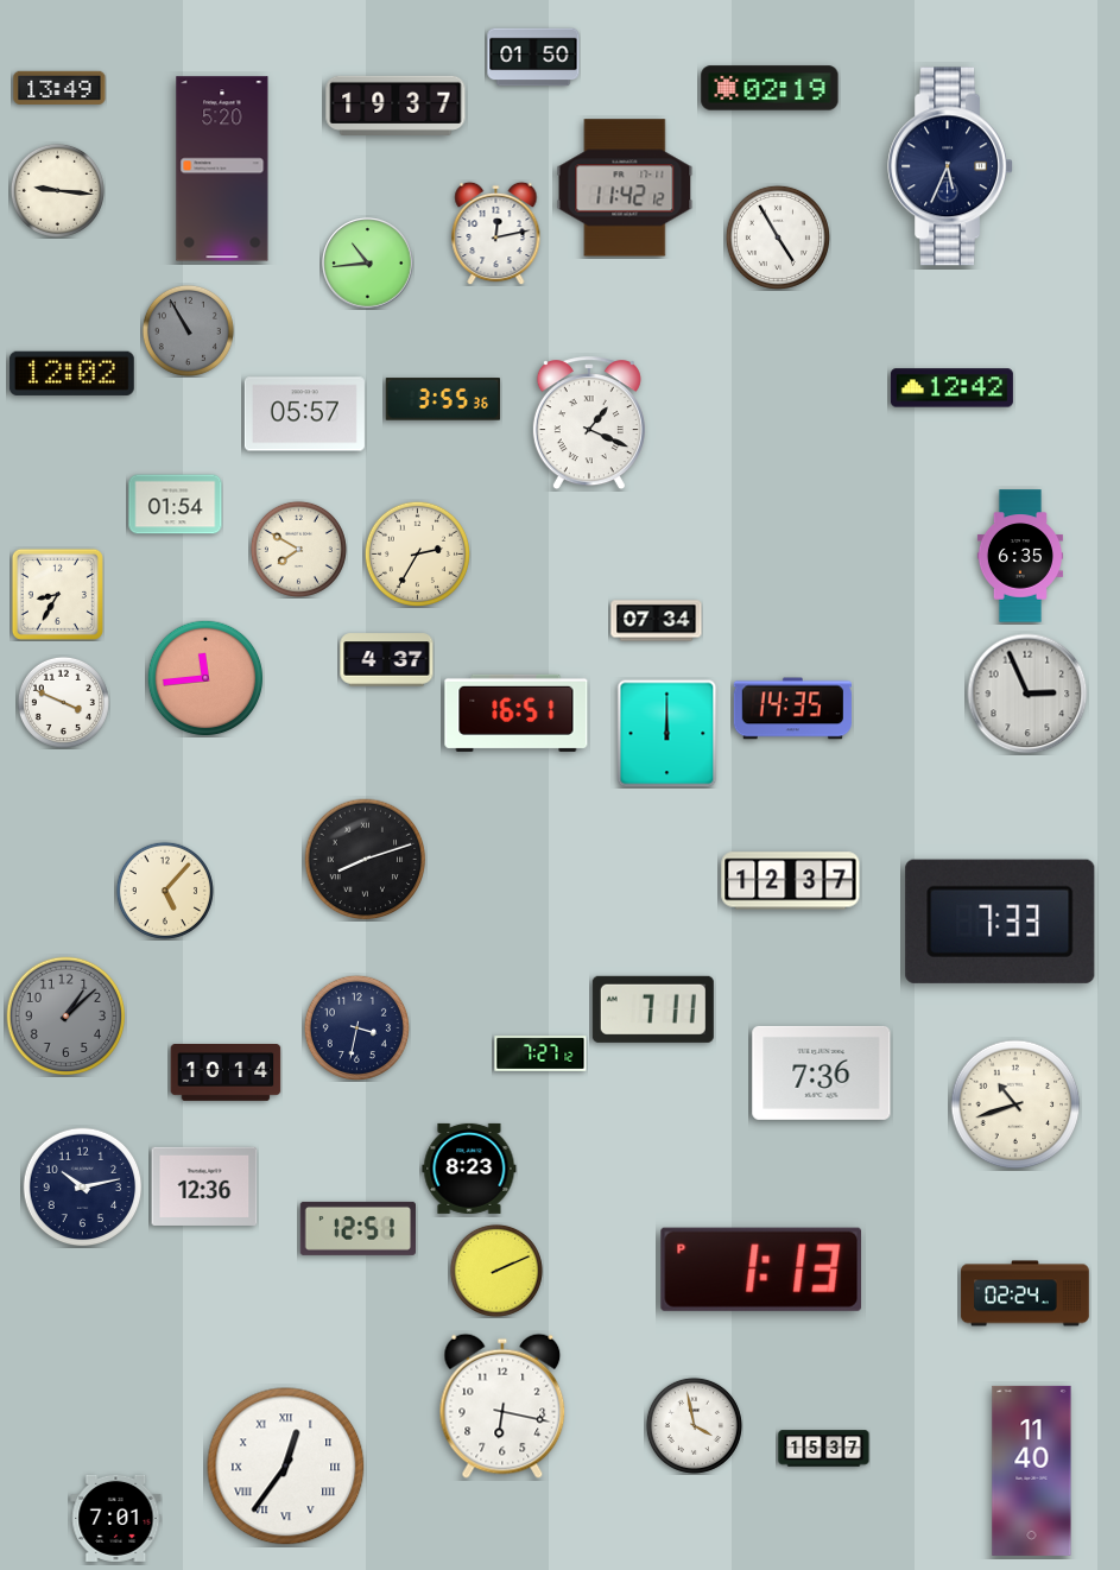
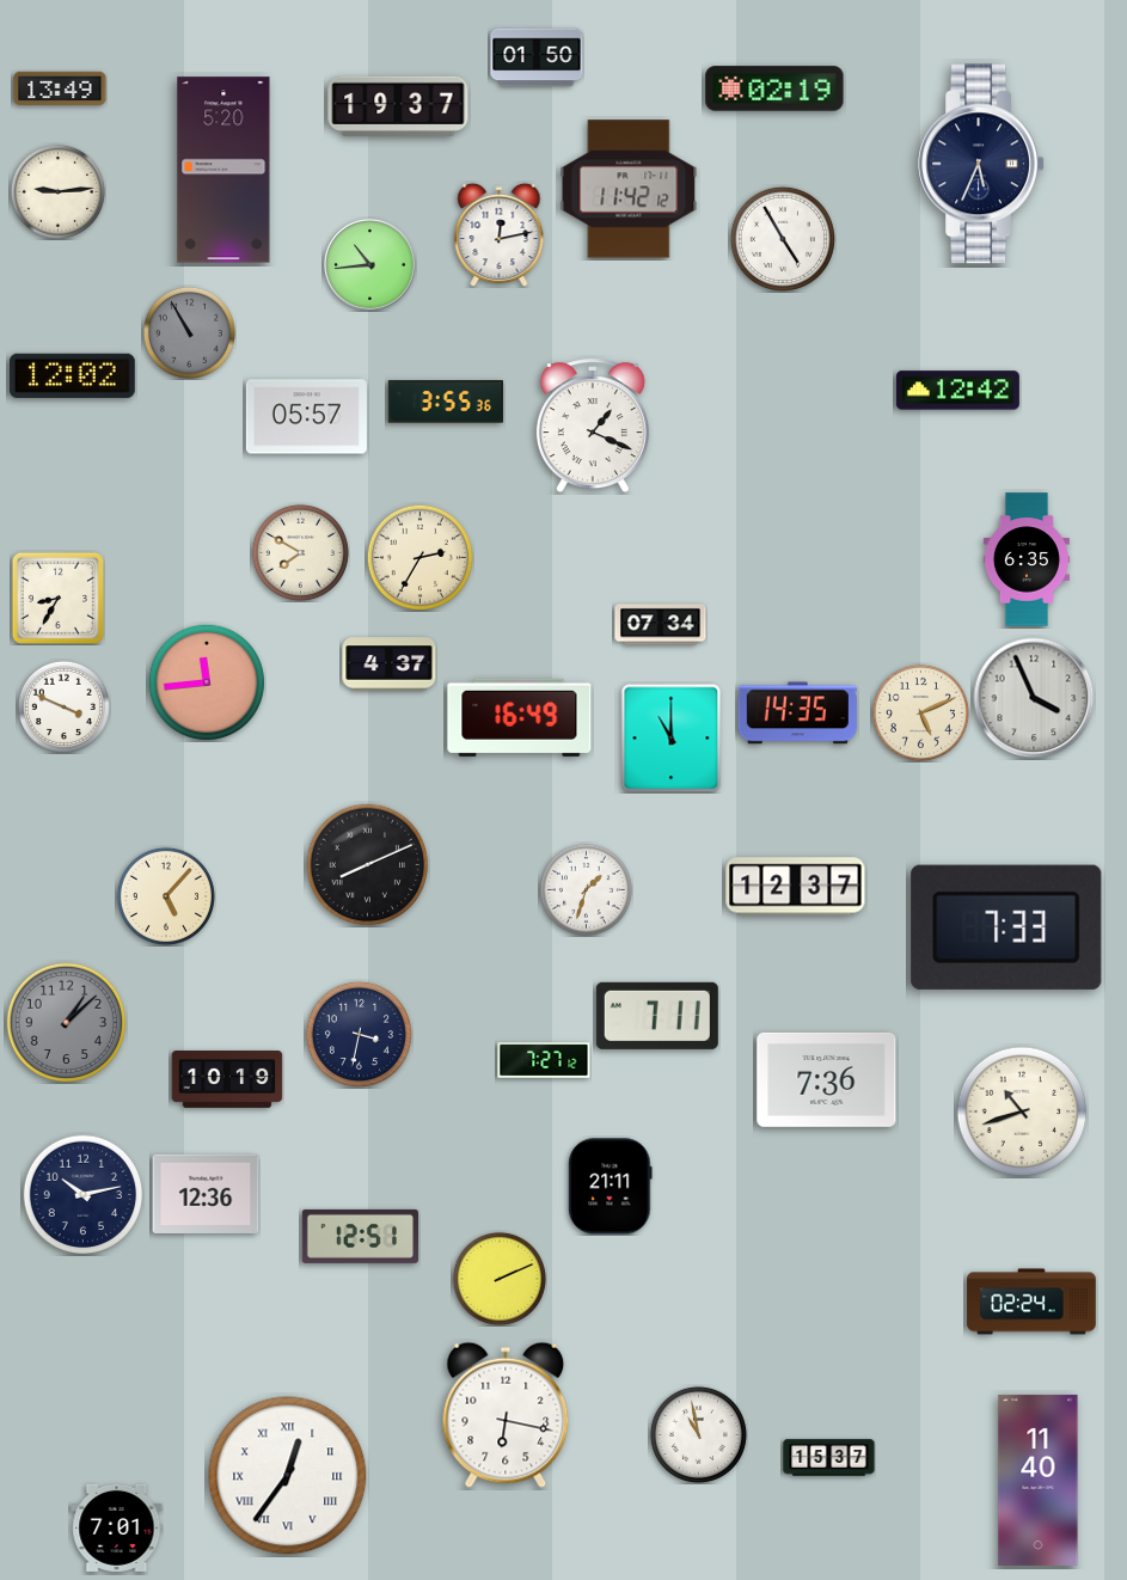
clock at (950, 166) position: (950, 166) -> (981, 164)
clock at (57, 190): 9:16 -> 9:14
clock at (176, 505): 01:54 -> none
clock at (1027, 694): 2:56 -> 3:56
clock at (920, 712): none -> 5:11
clock at (517, 713): 16:51 -> 16:49
clock at (667, 734): 12:00 -> 11:00
clock at (366, 860): 8:12 -> 8:11
clock at (586, 889): none -> 1:33
clock at (226, 1074): 10:14 -> 10:19
clock at (469, 1169): 8:23 -> none
clock at (611, 1187): none -> 21:11
clock at (761, 1270): 1:13 -> none
clock at (694, 1425): 3:58 -> 10:58
